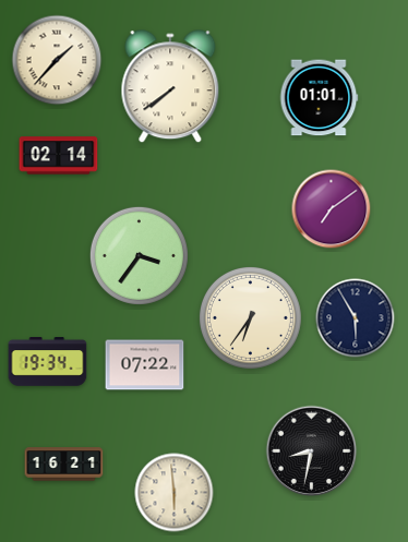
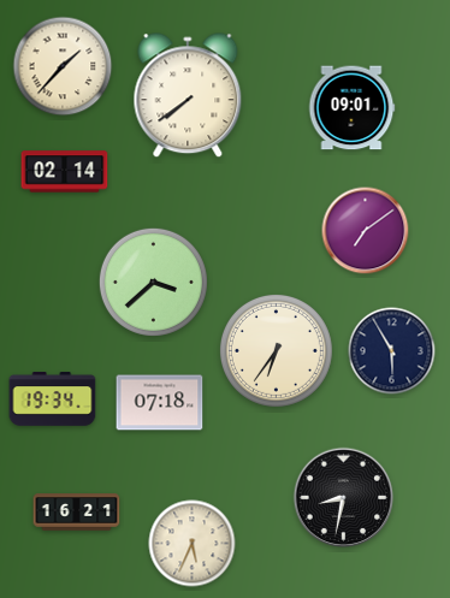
clock at (319, 98): 01:01 -> 09:01
clock at (139, 255): 3:36 -> 3:38
clock at (145, 365): 07:22 -> 07:18
clock at (64, 465) position: (64, 465) -> (77, 513)
clock at (175, 493): 5:59 -> 5:34
